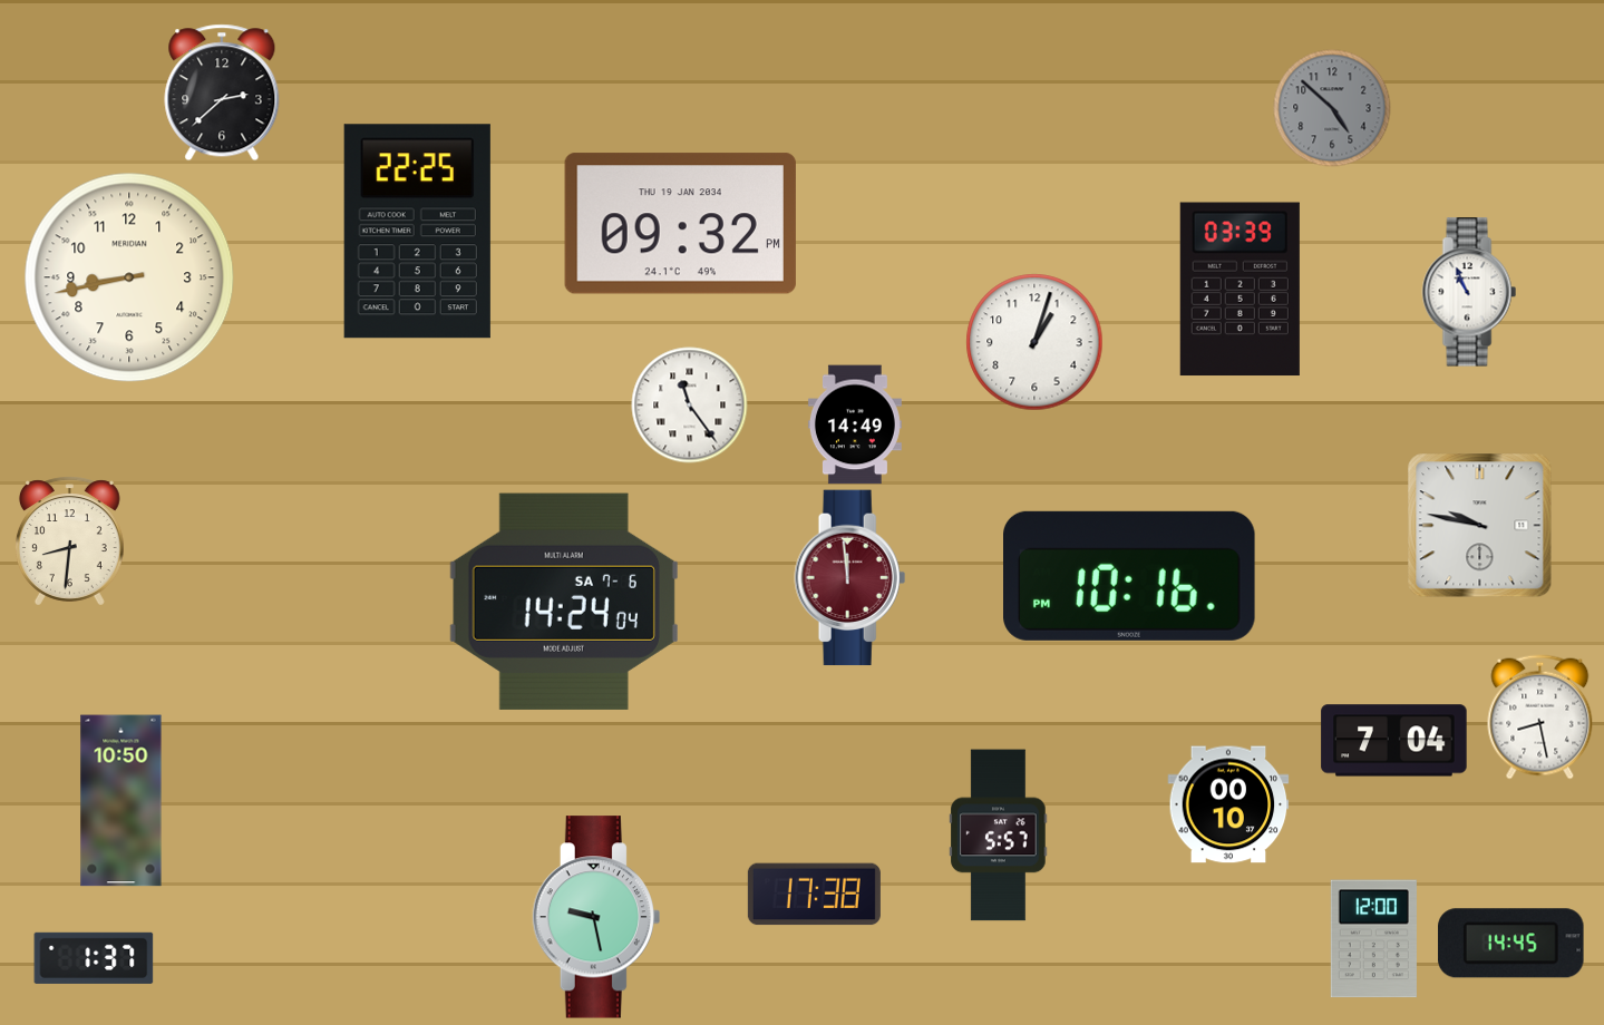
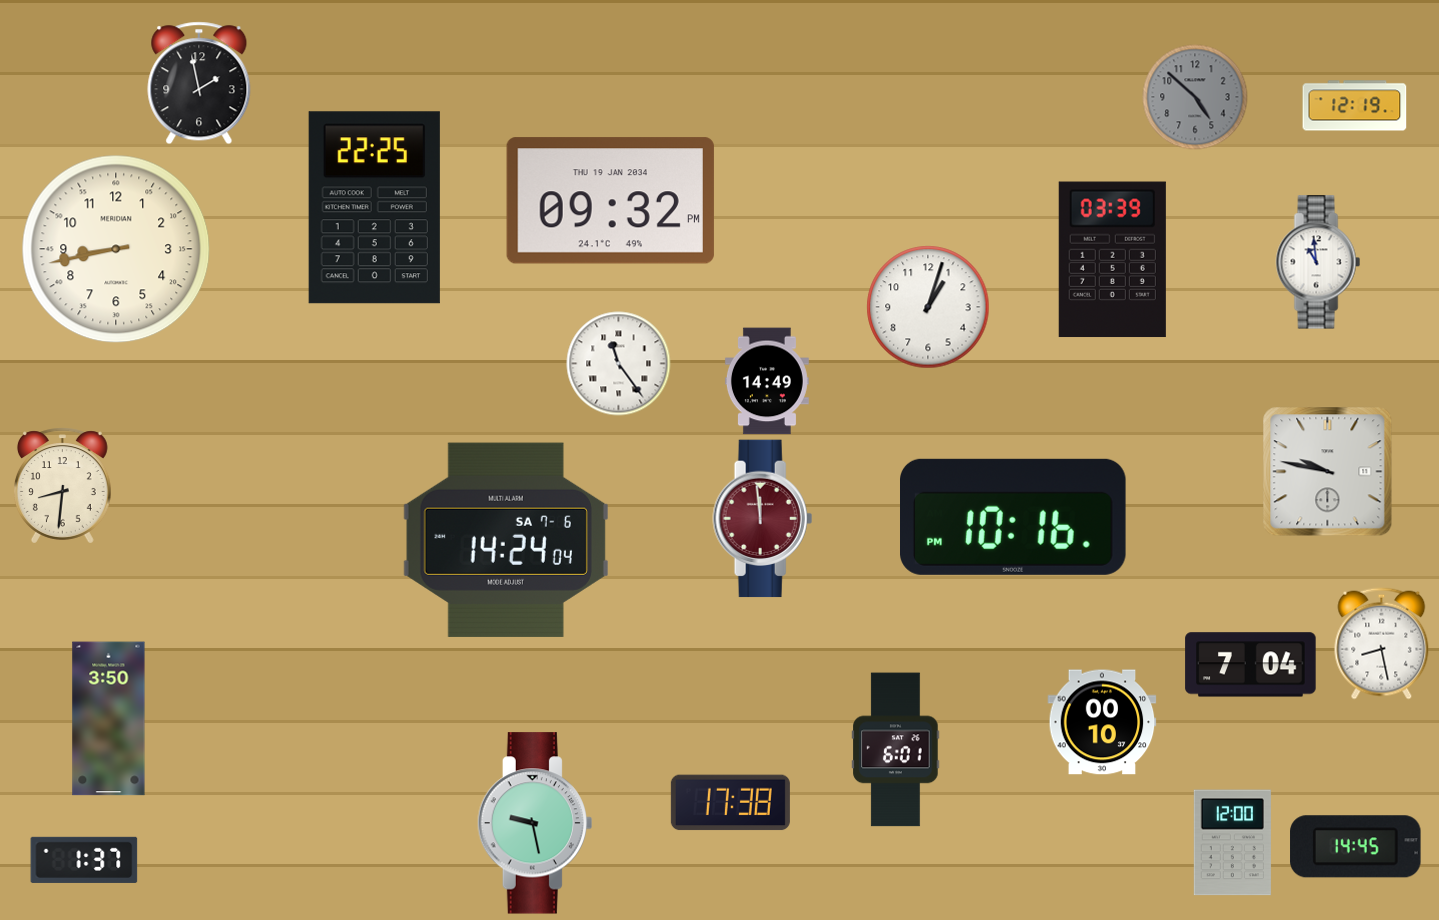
clock at (222, 92): 2:38 -> 1:58
clock at (1355, 106): none -> 12:19
clock at (1469, 292): 10:56 -> 10:59
clock at (121, 801): 10:50 -> 3:50
clock at (999, 836): 5:57 -> 6:01
